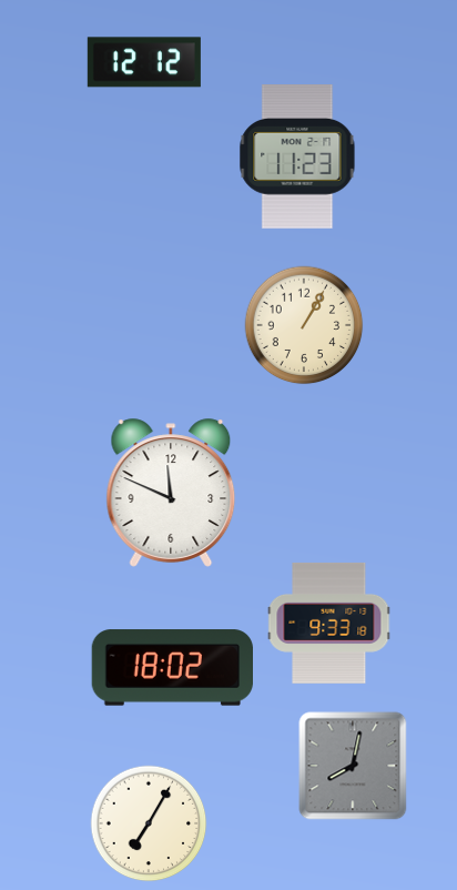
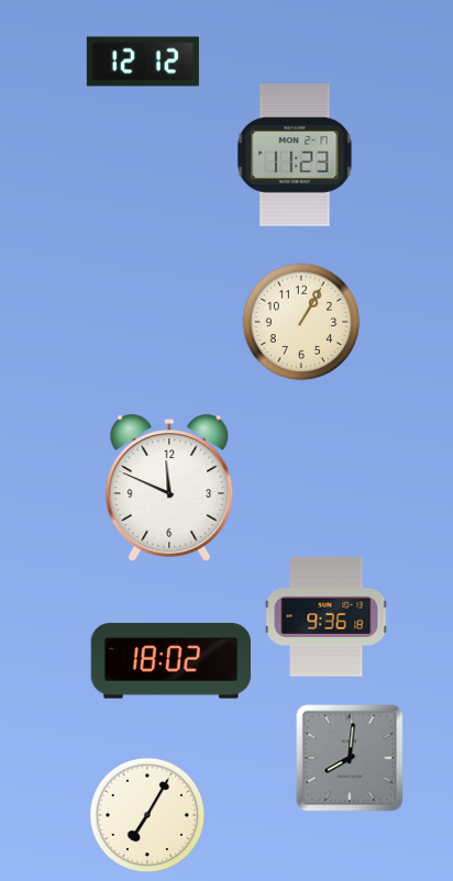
clock at (329, 623): 9:33 -> 9:36
clock at (353, 766): 8:02 -> 8:01
